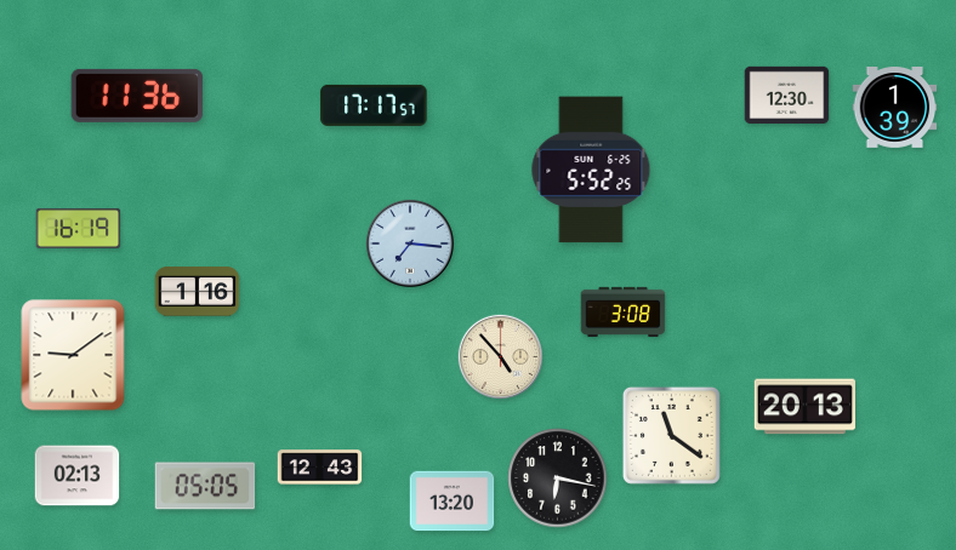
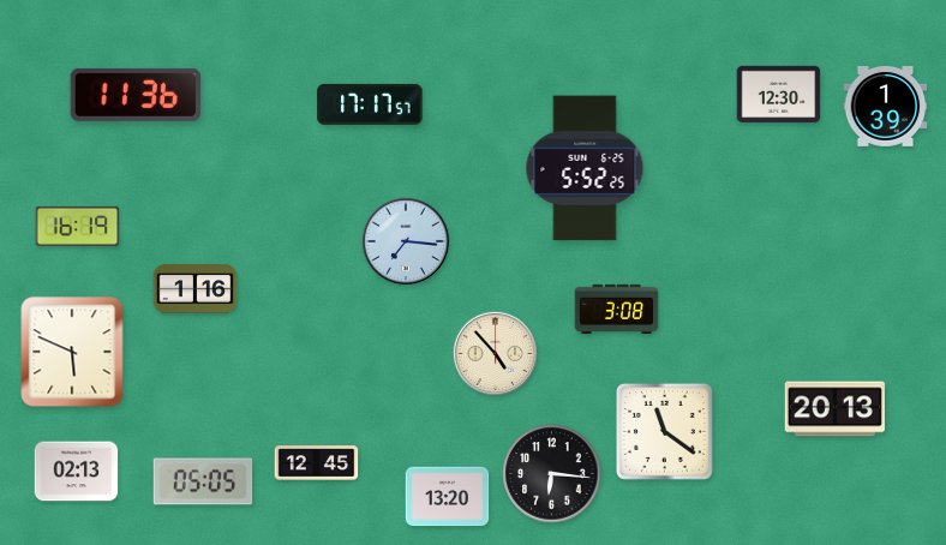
clock at (73, 355): 9:09 -> 5:49
clock at (804, 407) position: (804, 407) -> (834, 409)
clock at (320, 468): 12:43 -> 12:45
clock at (558, 479): 6:17 -> 6:16
